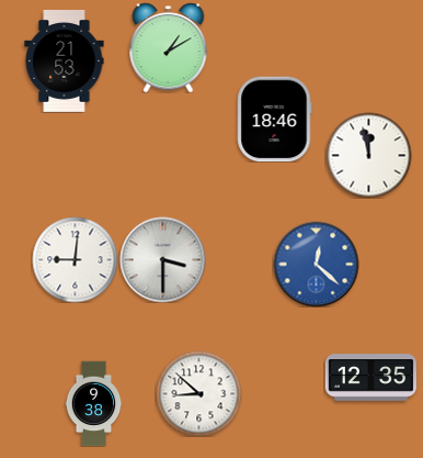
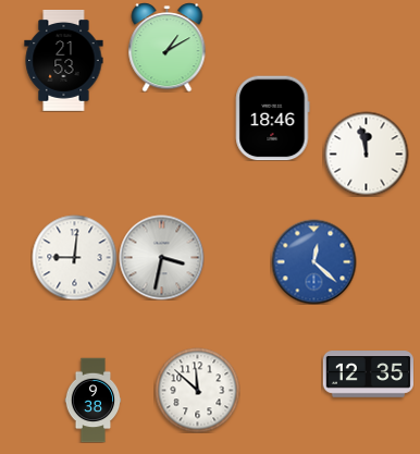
clock at (162, 259): 3:30 -> 3:32
clock at (198, 393): 8:52 -> 11:52
